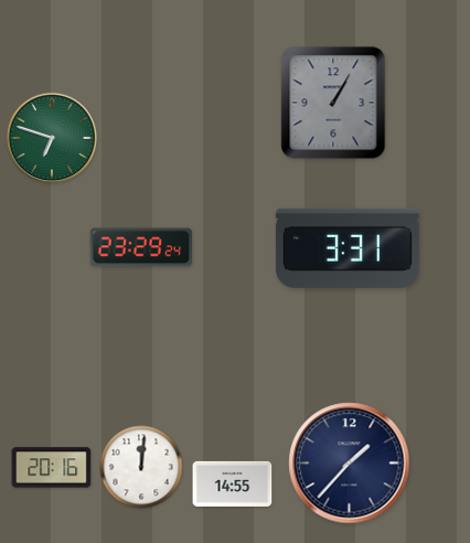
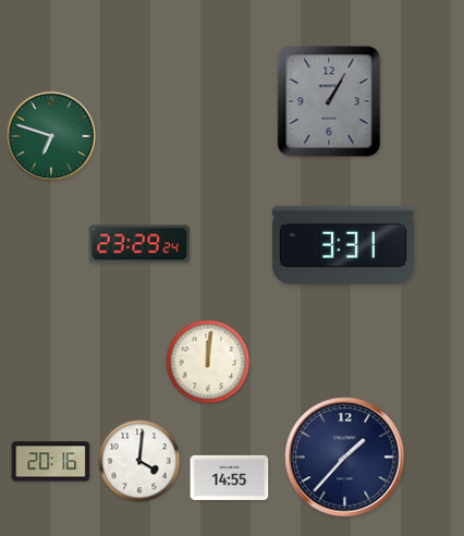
clock at (208, 362): none -> 12:01
clock at (141, 467): 12:01 -> 4:01
